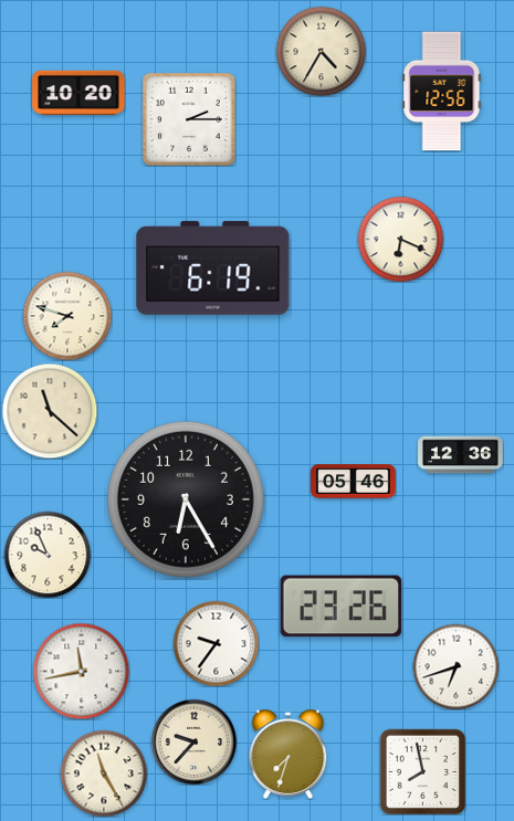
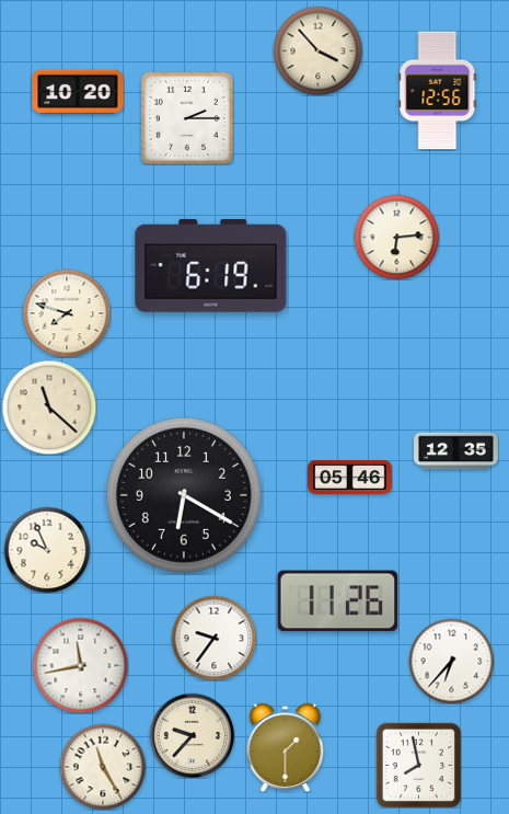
clock at (321, 51): 4:35 -> 3:53
clock at (400, 239): 6:19 -> 6:14
clock at (461, 455): 12:36 -> 12:35
clock at (186, 499): 6:25 -> 6:20
clock at (342, 607): 23:26 -> 11:26
clock at (455, 666): 6:42 -> 6:37
clock at (289, 754): 7:33 -> 1:30
